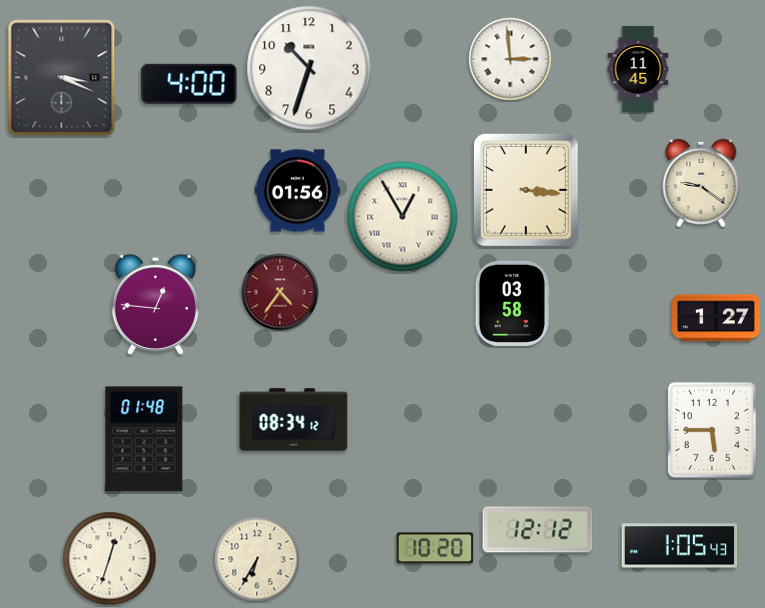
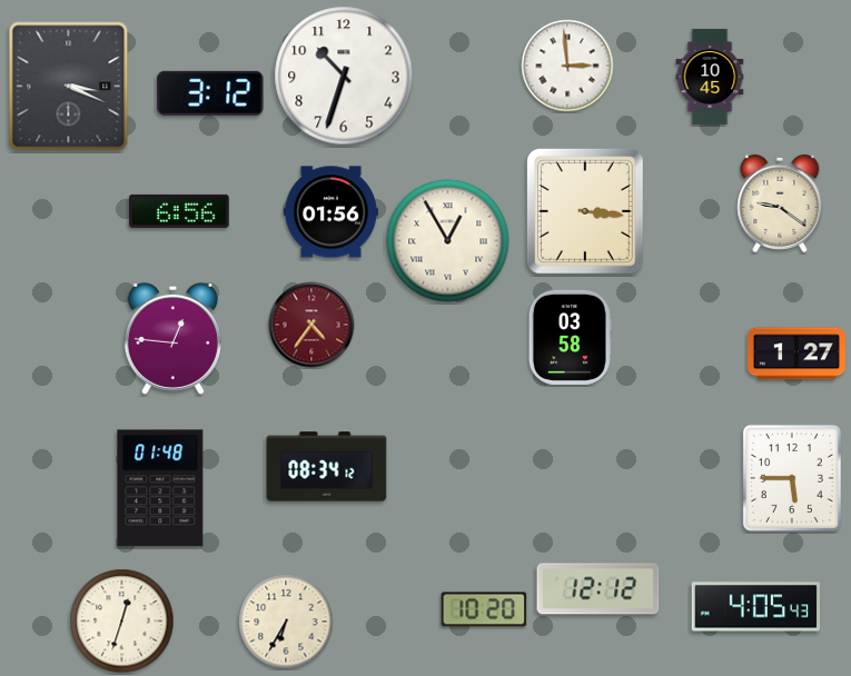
clock at (638, 69): 11:45 -> 10:45
clock at (189, 84): 4:00 -> 3:12
clock at (180, 211): none -> 6:56
clock at (680, 546): 1:05 -> 4:05
